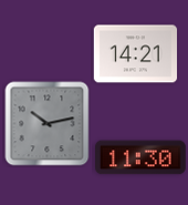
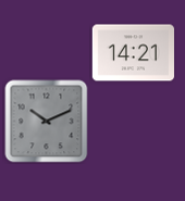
clock at (48, 124): 10:13 -> 10:11
clock at (142, 157): 11:30 -> none
